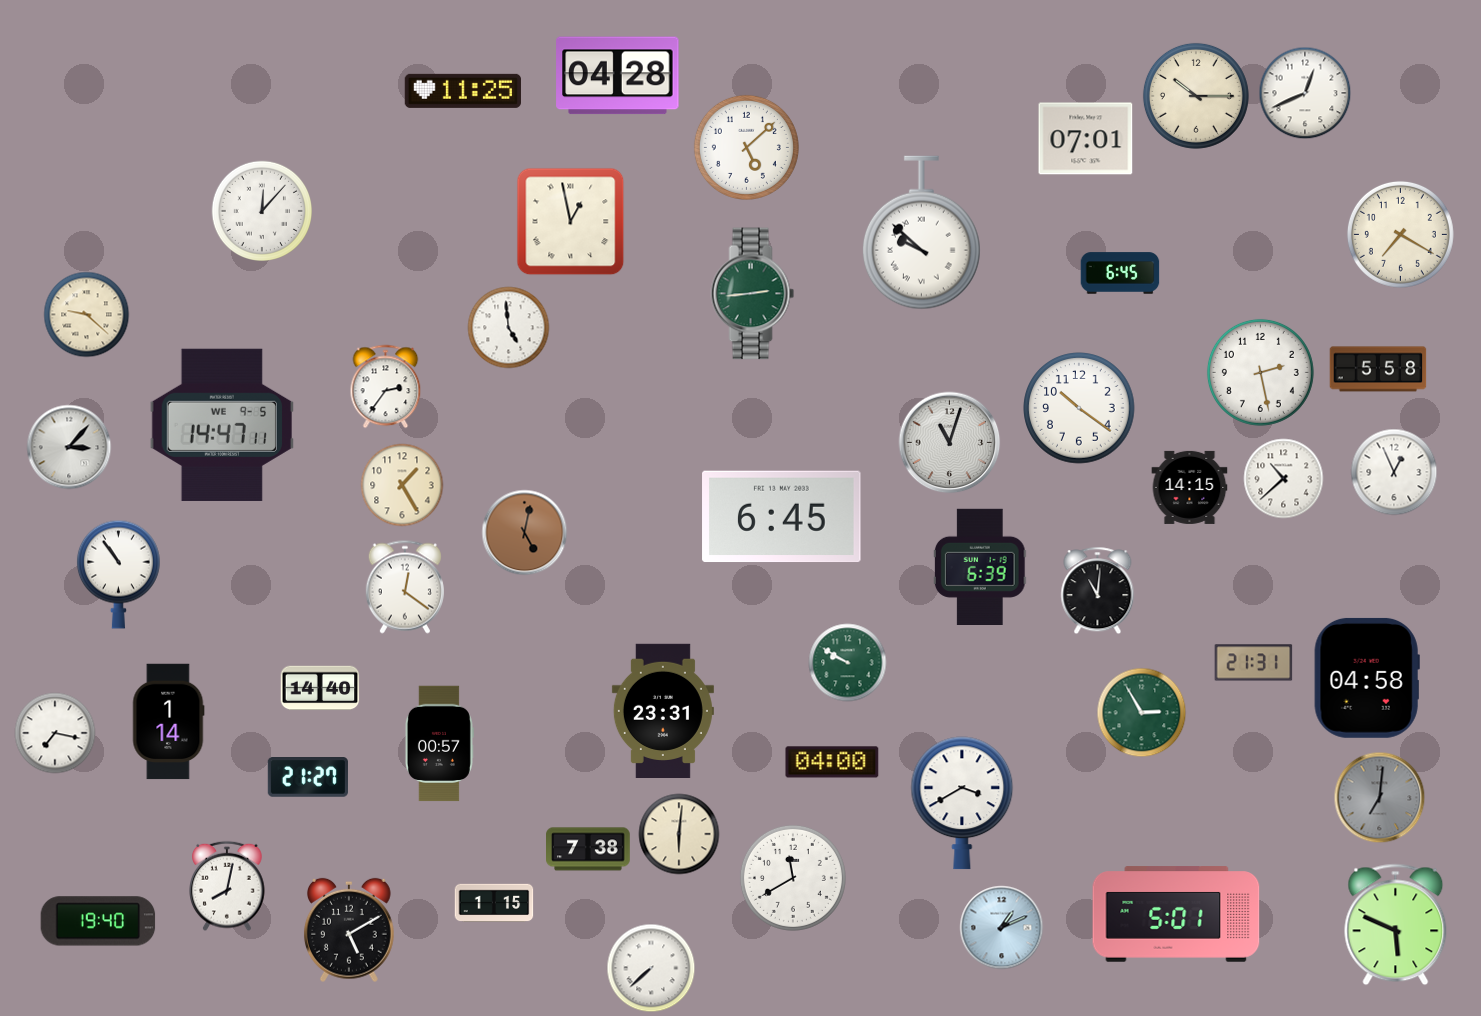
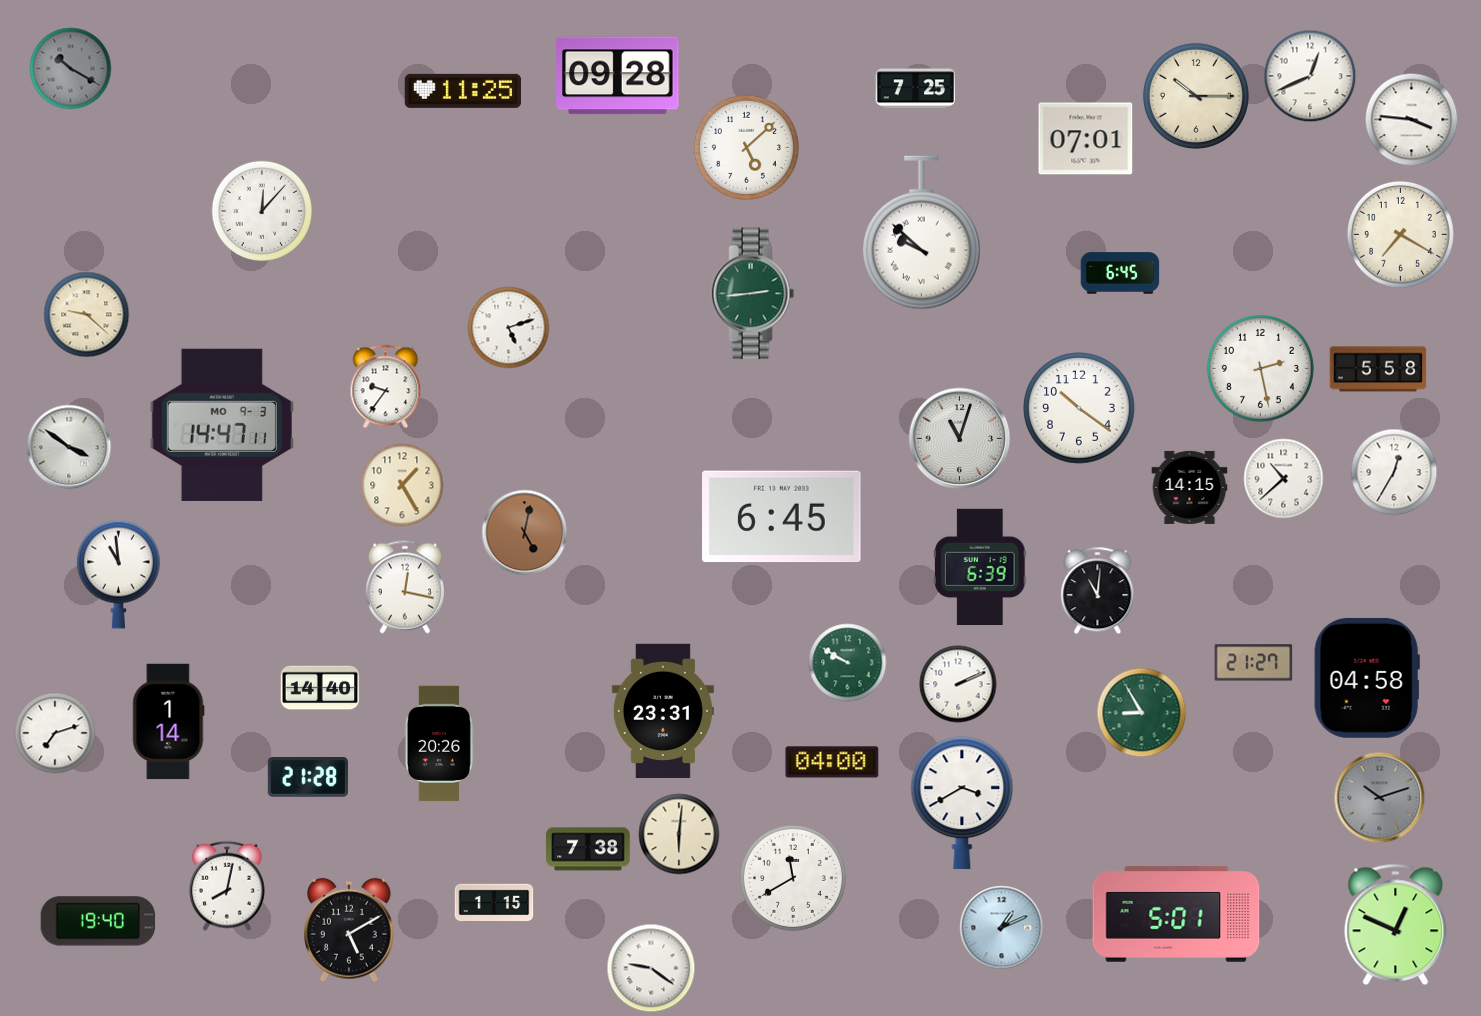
clock at (71, 69): none -> 10:20
clock at (618, 76): 04:28 -> 09:28
clock at (916, 89): none -> 7:25
clock at (1305, 93) position: (1305, 93) -> (1310, 76)
clock at (1412, 120): none -> 3:46
clock at (571, 222): 12:58 -> none
clock at (509, 328): 4:59 -> 5:12
clock at (1260, 372) position: (1260, 372) -> (1260, 368)
clock at (386, 387): 2:36 -> 9:36
clock at (222, 425) date: WE 9-5 -> MO 9-3
clock at (950, 443) position: (950, 443) -> (960, 439)
clock at (69, 447): 3:07 -> 3:51
clock at (1394, 472): 12:56 -> 12:35
clock at (118, 574): 10:54 -> 10:59
clock at (405, 587): 12:21 -> 12:17
clock at (1254, 663): 21:31 -> 21:27
clock at (958, 684): none -> 2:11
clock at (1142, 713): 2:55 -> 8:55
clock at (55, 733): 7:17 -> 7:12
clock at (439, 744): 00:57 -> 20:26
clock at (308, 777): 21:27 -> 21:28
clock at (1380, 798): 7:01 -> 10:12
clock at (1396, 925): 5:49 -> 12:49
clock at (651, 968): 7:38 -> 9:21
